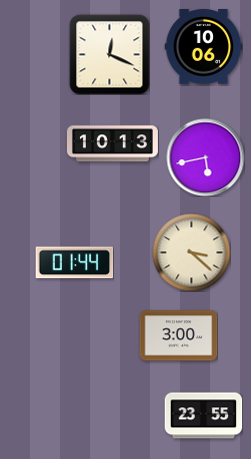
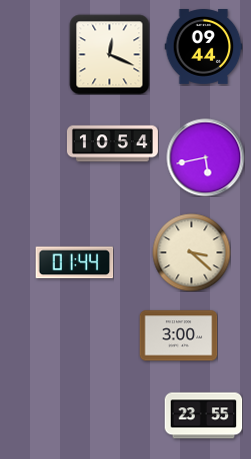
clock at (203, 47): 10:06 -> 09:44
clock at (112, 144): 10:13 -> 10:54
